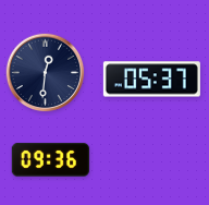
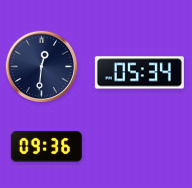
clock at (151, 80): 05:37 -> 05:34
